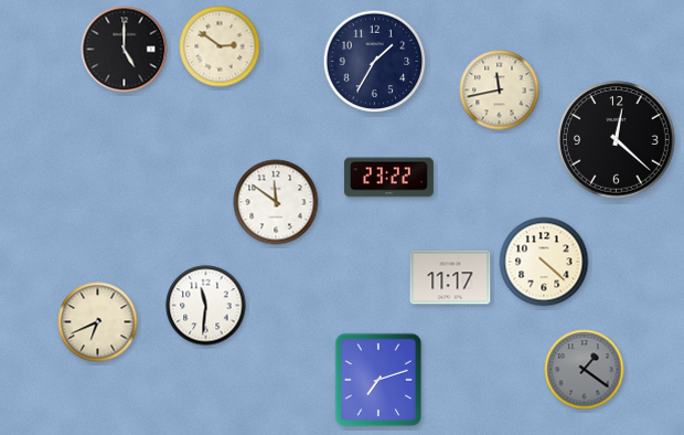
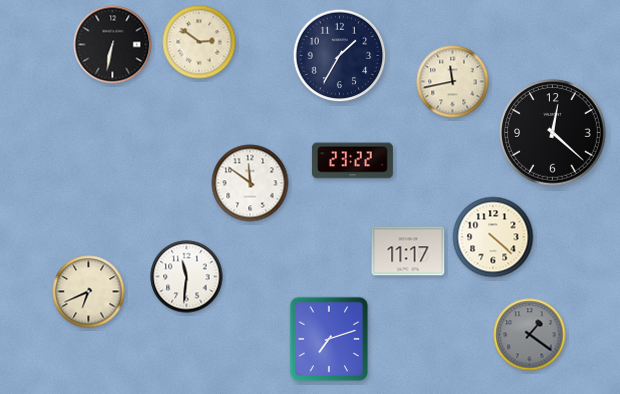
clock at (125, 50): 5:00 -> 6:32
clock at (617, 140) position: (617, 140) -> (553, 133)
clock at (378, 380) position: (378, 380) -> (329, 339)
